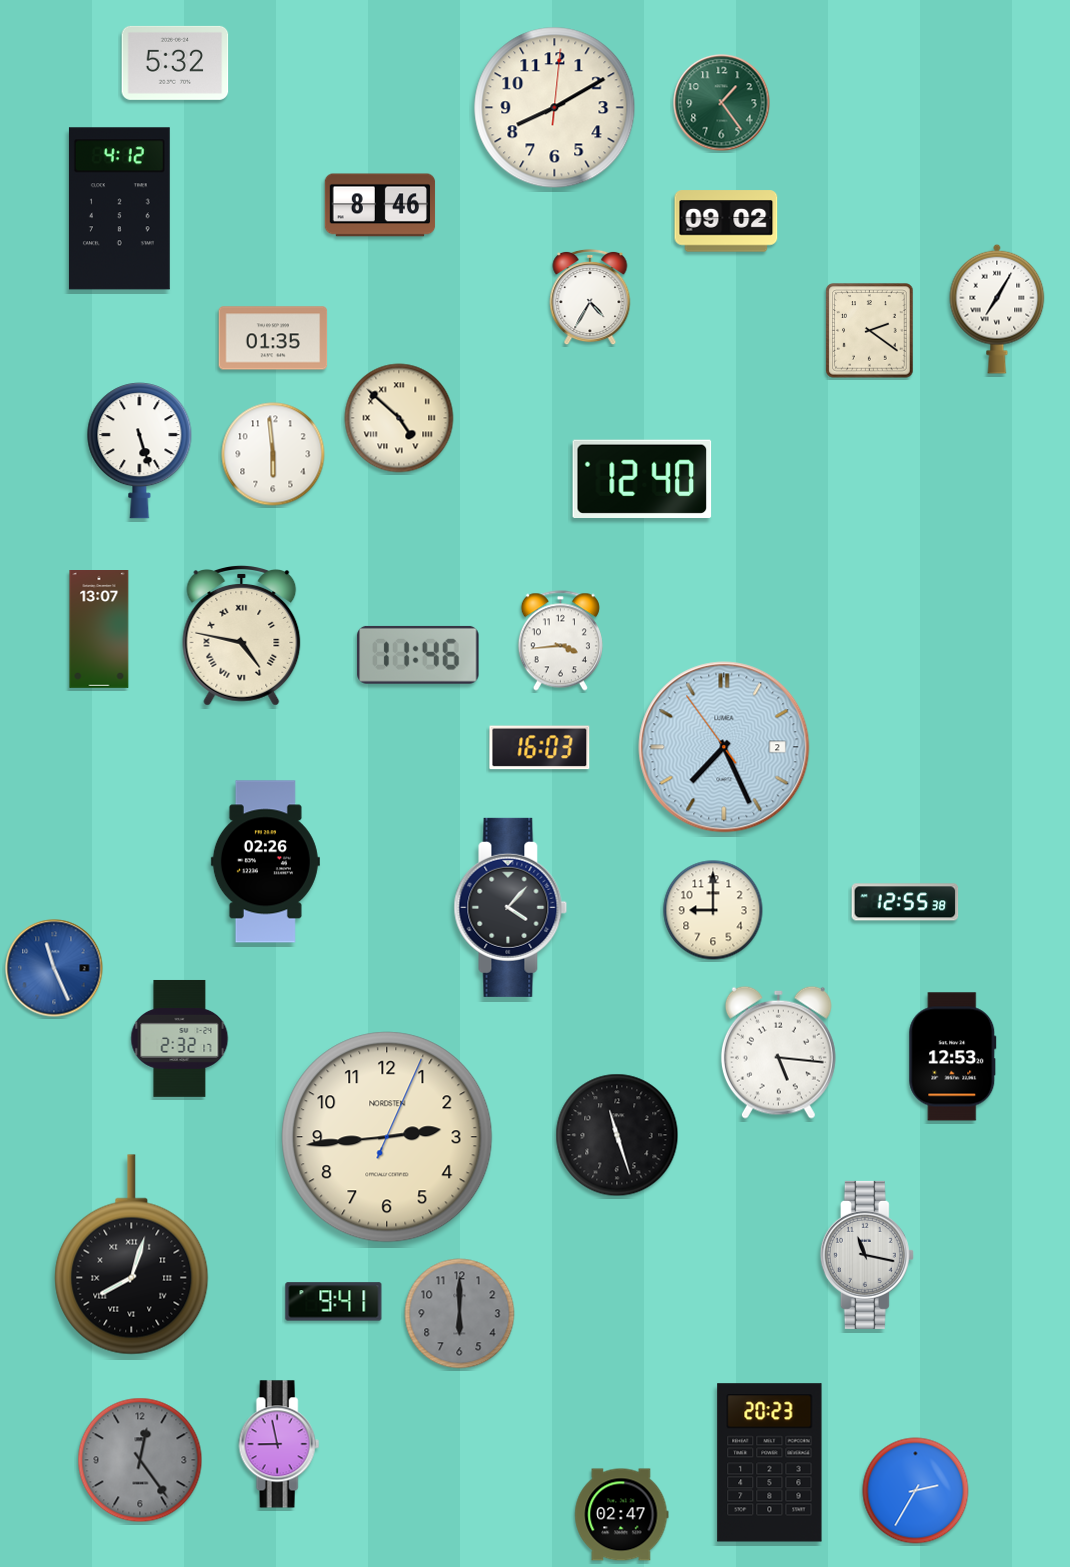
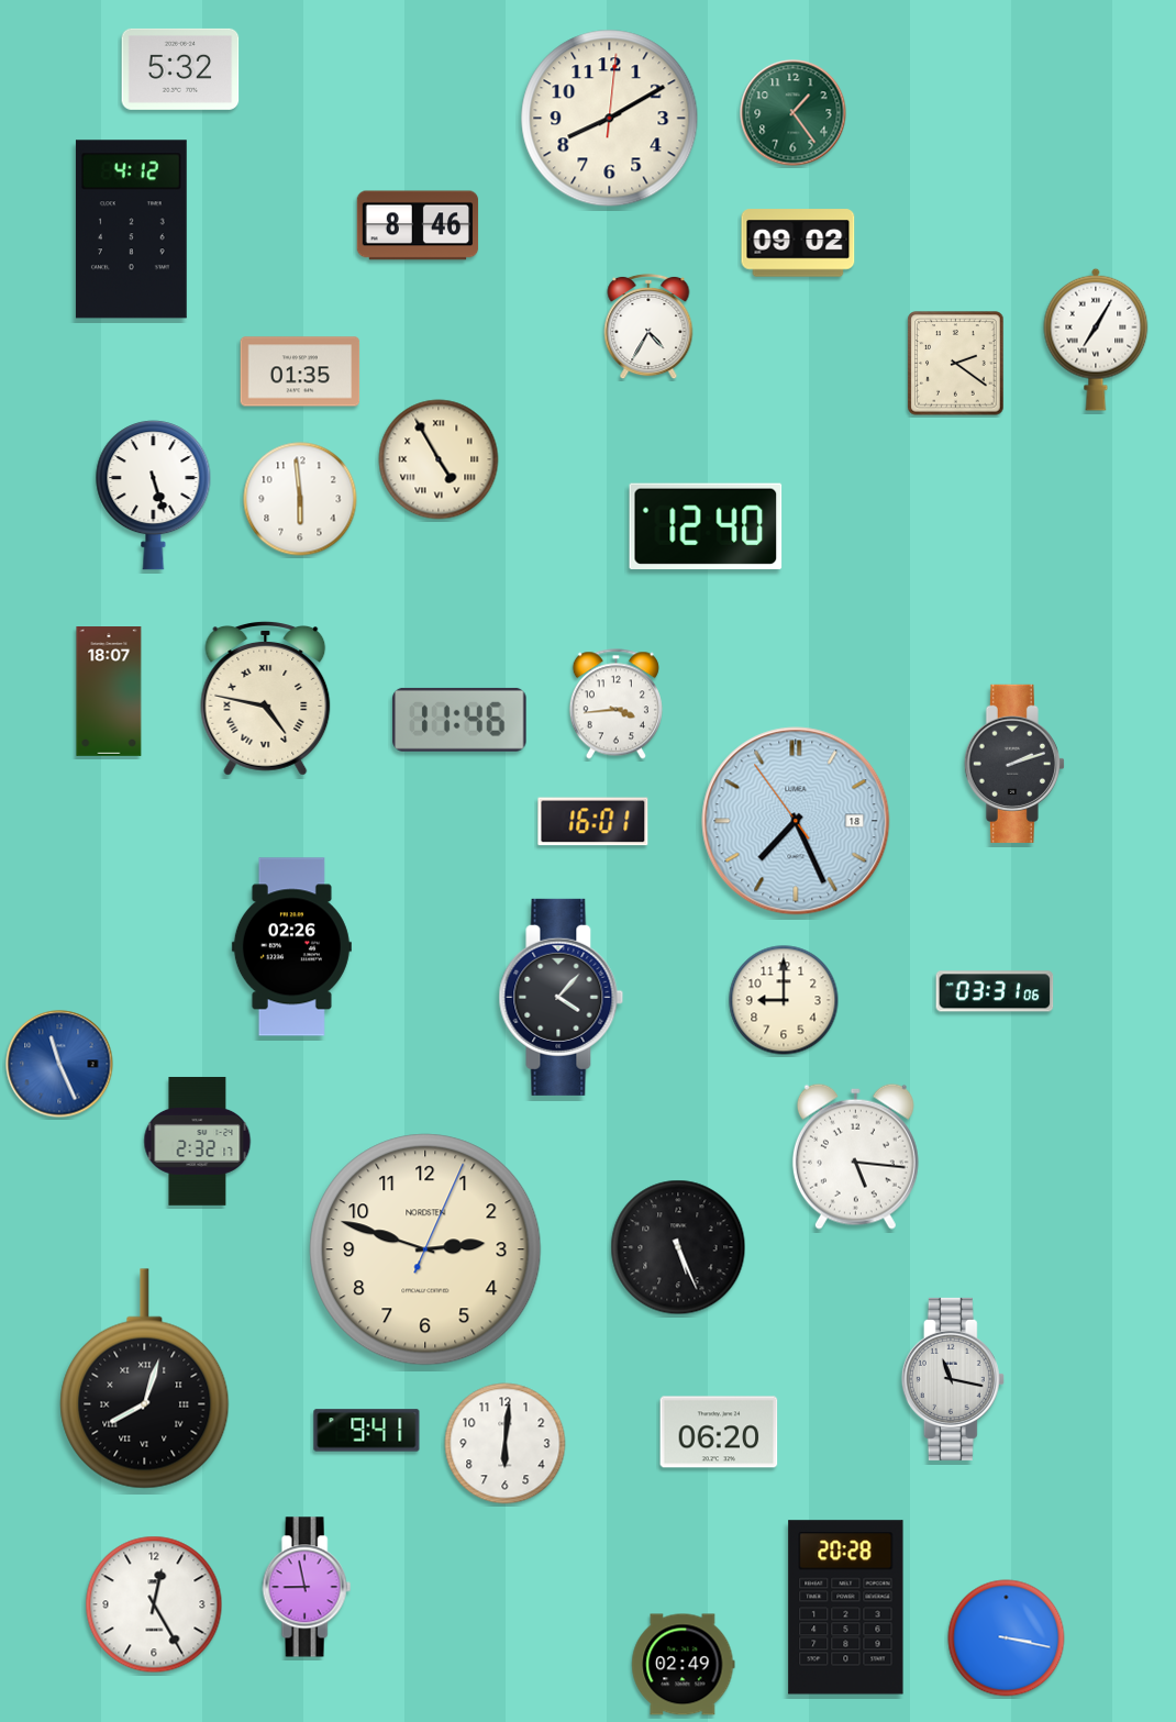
clock at (175, 63) position: (175, 63) -> (180, 69)
clock at (399, 418): 4:52 -> 4:55
clock at (99, 630): 13:07 -> 18:07
clock at (1014, 764): none -> 2:12
clock at (724, 747) date: 2 -> 18
clock at (540, 748): 16:03 -> 16:01
clock at (905, 902): 12:55 -> 03:31
clock at (953, 1057): 12:53 -> none
clock at (617, 1135): 11:27 -> 5:26
clock at (387, 1137): 2:44 -> 2:48
clock at (719, 1432): none -> 06:20
clock at (460, 1314): 6:00 -> 6:01
clock at (460, 1314) dial: grey -> white
clock at (140, 1460): 12:24 -> 12:25
clock at (140, 1460) dial: grey -> white
clock at (770, 1463): 20:23 -> 20:28
clock at (916, 1491): 2:35 -> 3:17
clock at (622, 1515): 02:47 -> 02:49
